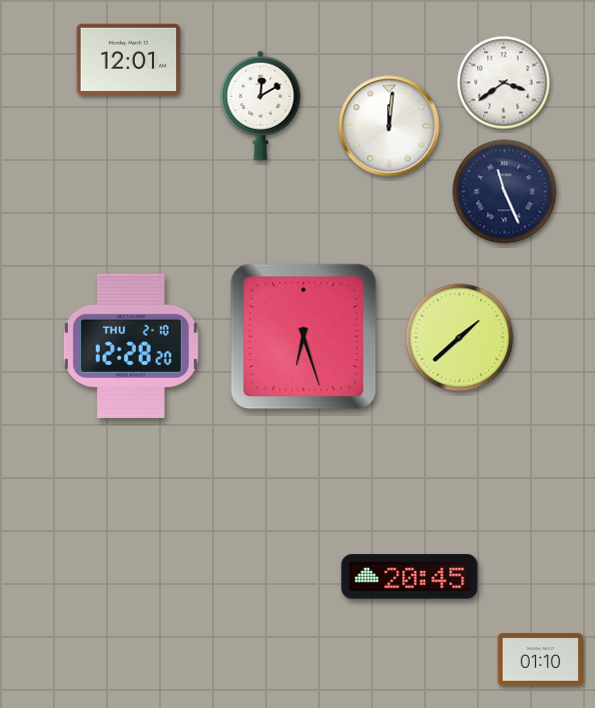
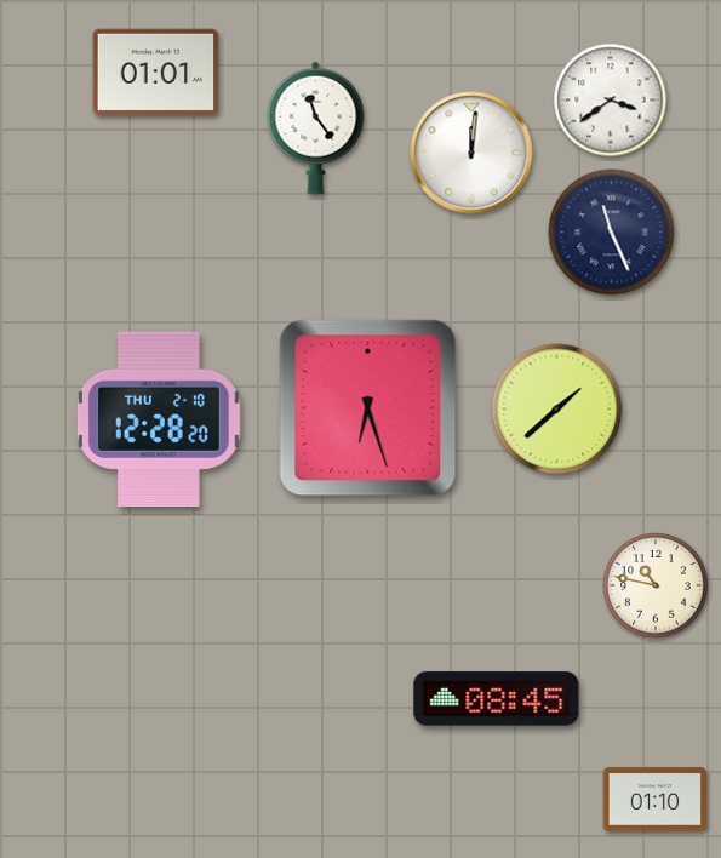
clock at (129, 59): 12:01 -> 01:01
clock at (261, 105): 12:10 -> 11:24
clock at (656, 585): none -> 10:47
clock at (410, 577): 20:45 -> 08:45
